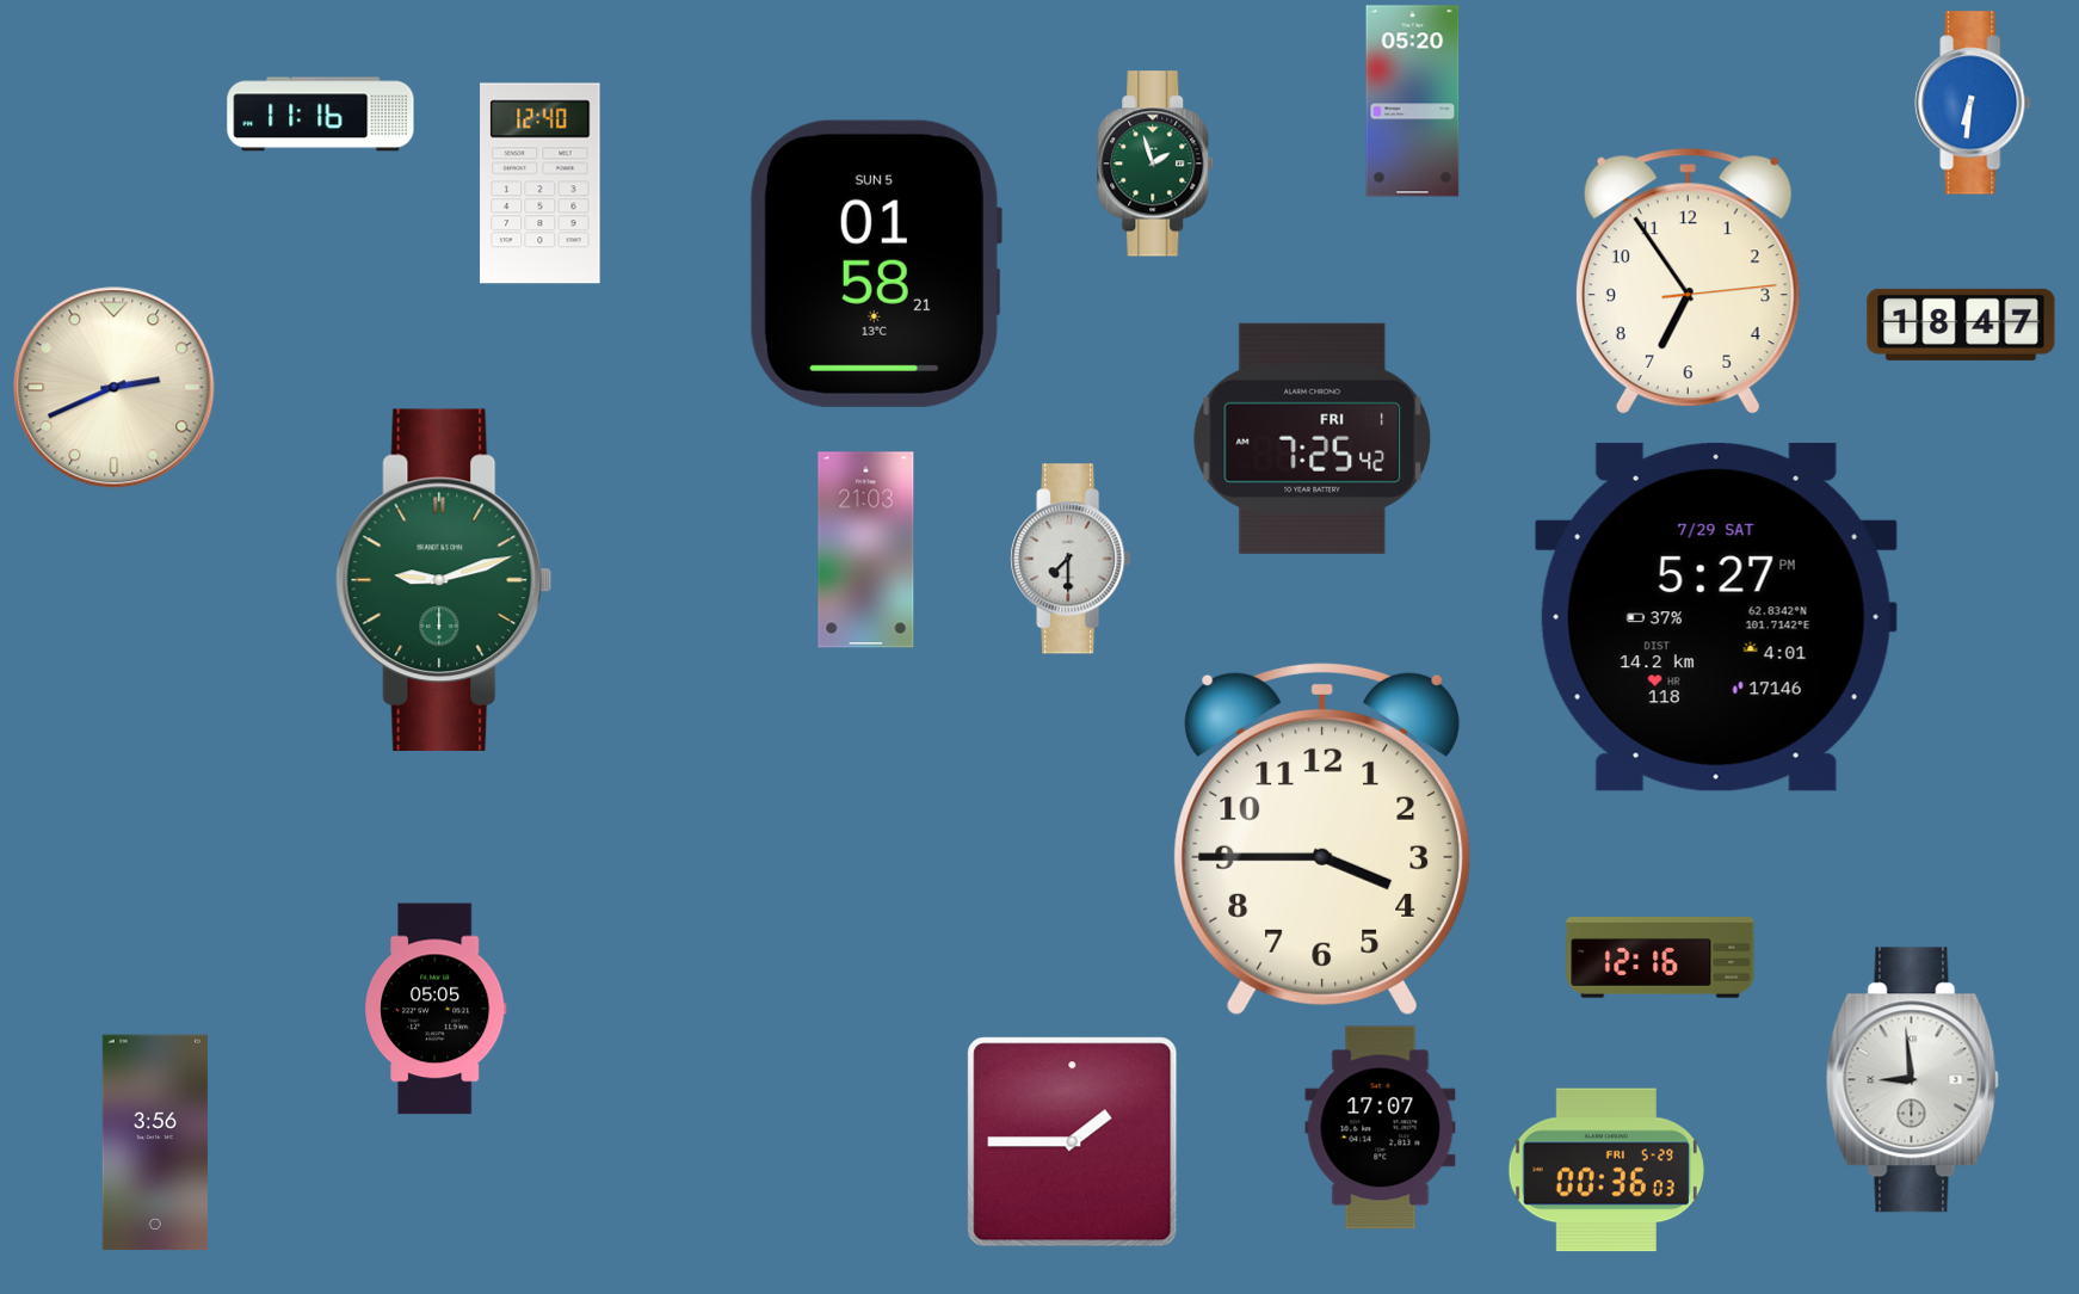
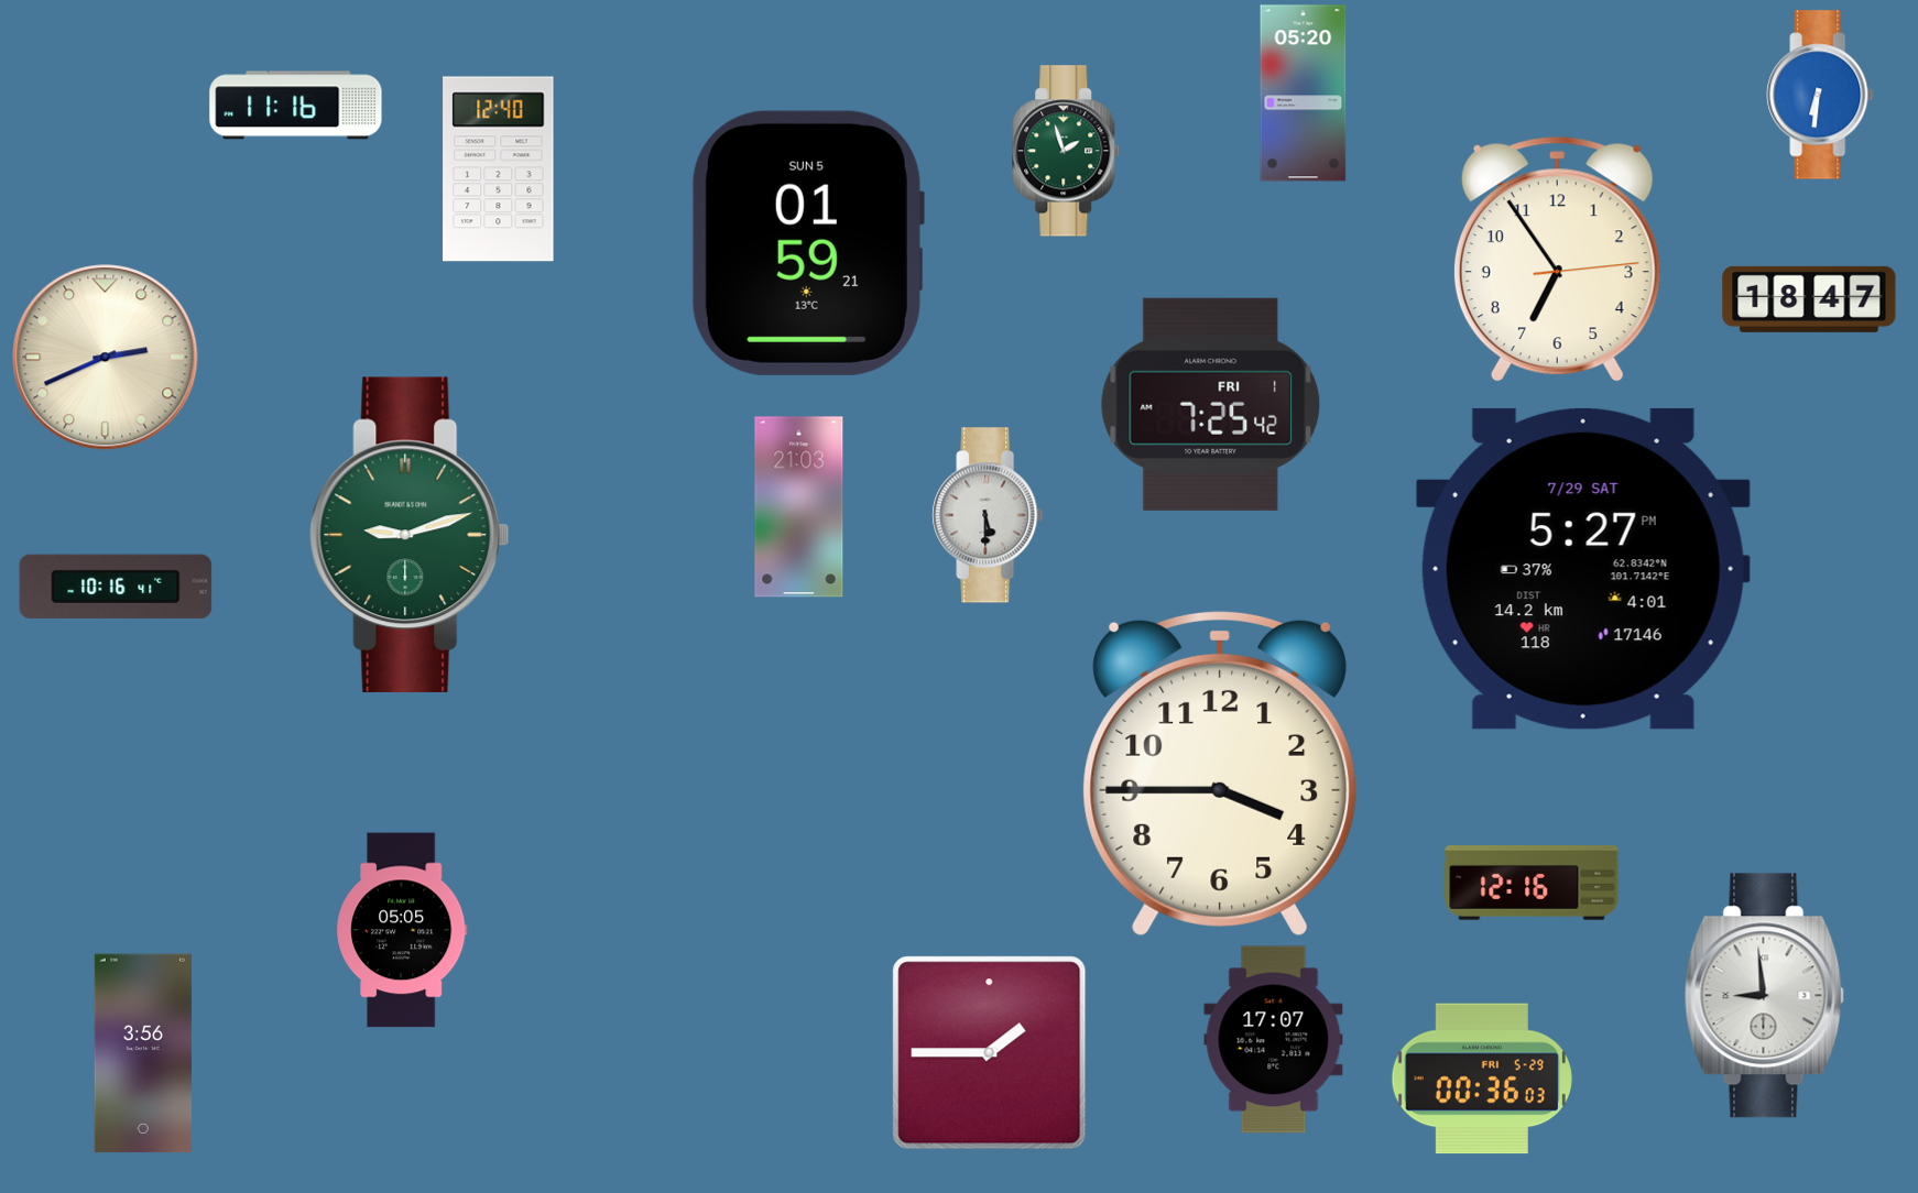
clock at (875, 264): 01:58 -> 01:59
clock at (1071, 559): 7:30 -> 5:30
clock at (116, 587): none -> 10:16
